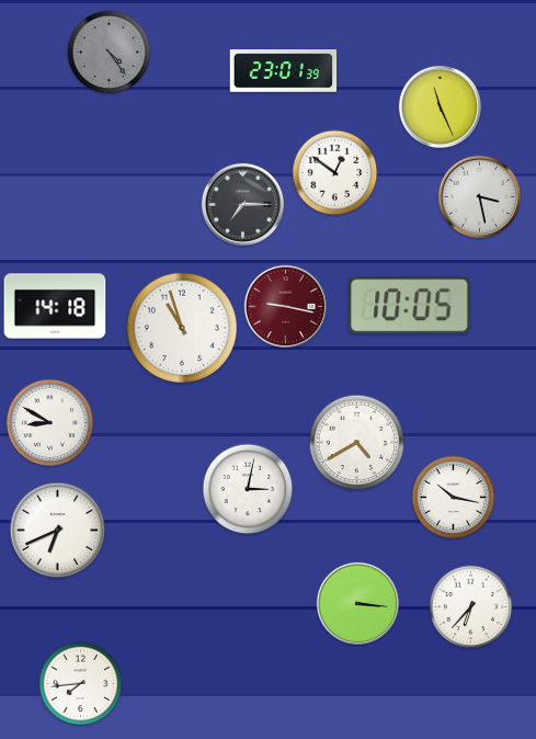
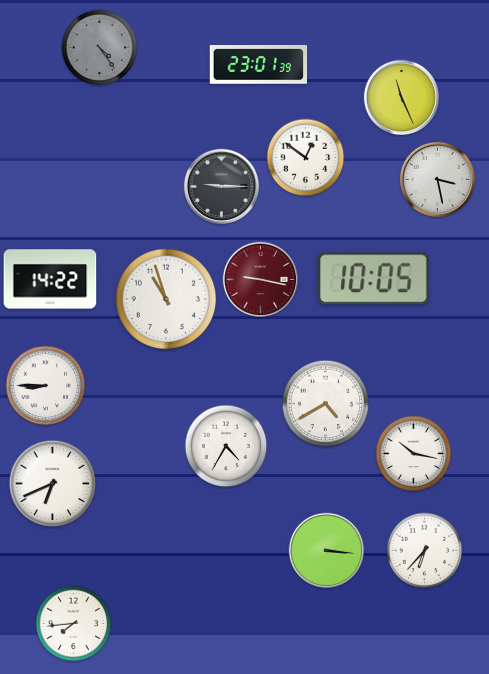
clock at (242, 204): 7:15 -> 9:15
clock at (55, 306): 14:18 -> 14:22
clock at (50, 423): 8:50 -> 8:45
clock at (248, 489): 3:02 -> 4:35
clock at (471, 607) position: (471, 607) -> (425, 551)
